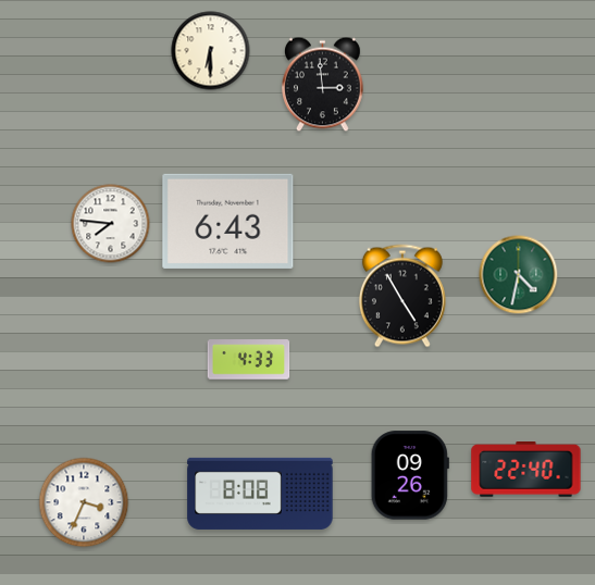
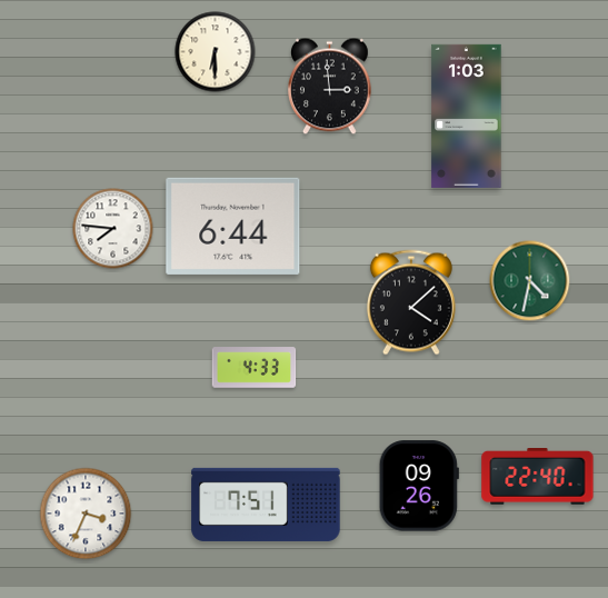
clock at (467, 116): none -> 1:03
clock at (228, 221): 6:43 -> 6:44
clock at (402, 296): 4:55 -> 4:08
clock at (526, 470) position: (526, 470) -> (538, 477)
clock at (260, 494): 8:08 -> 7:51
